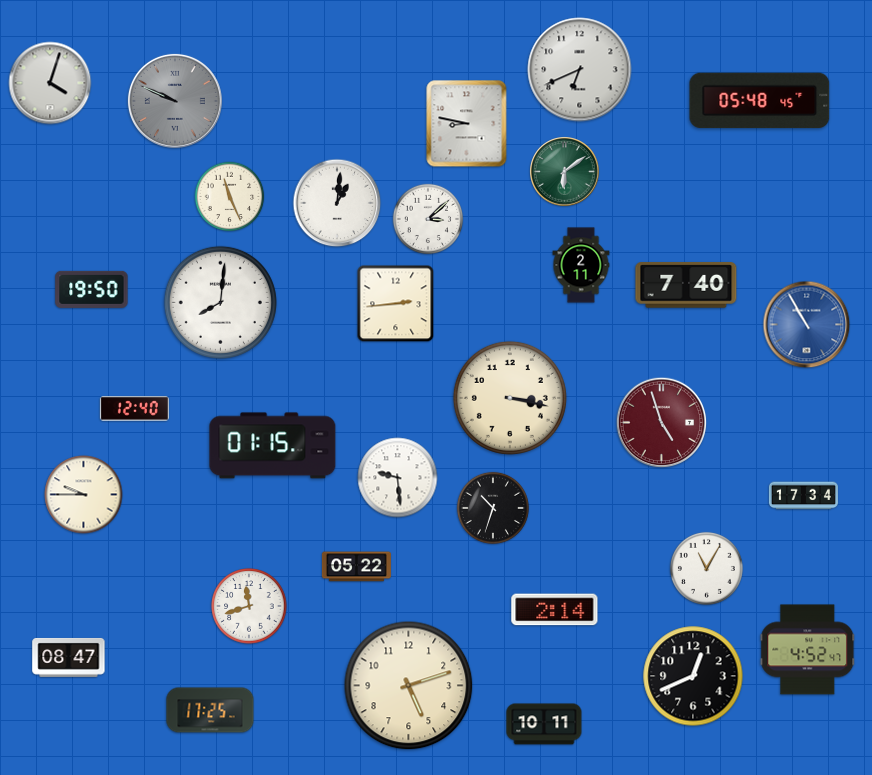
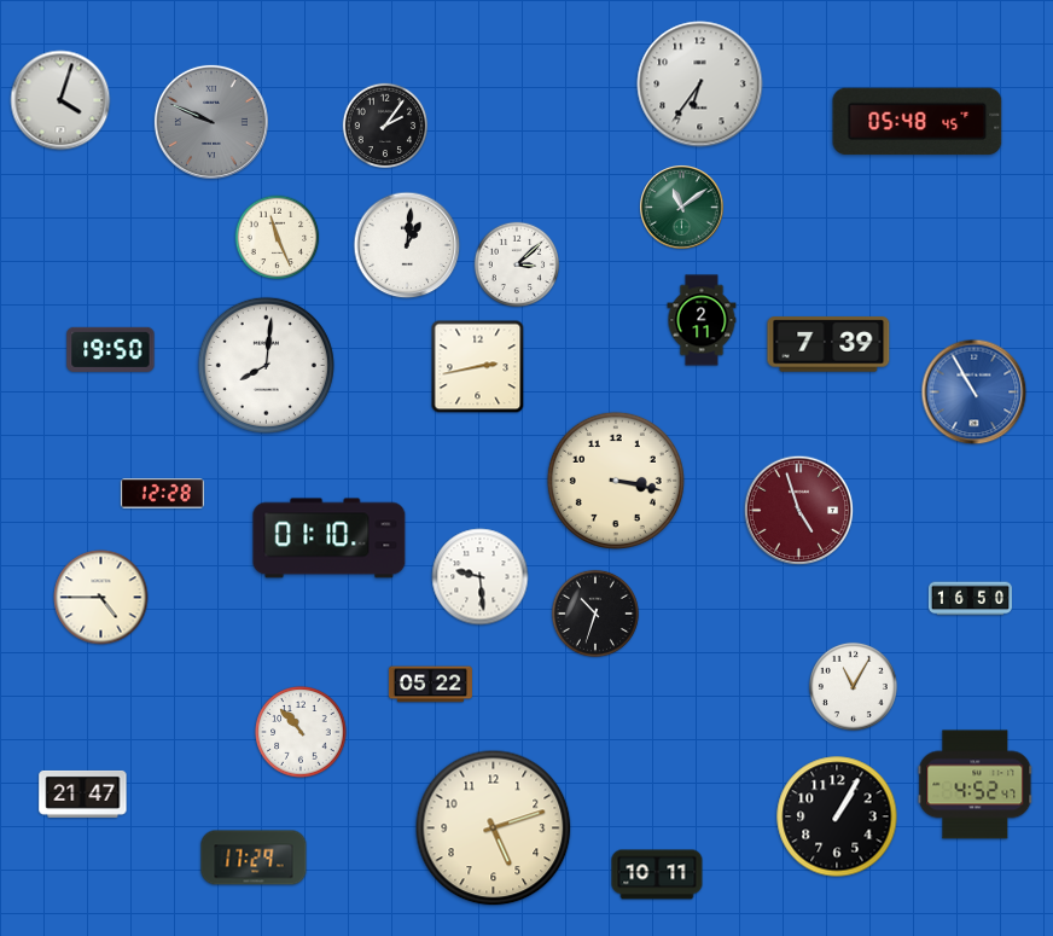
clock at (580, 70): 6:41 -> 6:36
clock at (385, 126): none -> 2:06
clock at (467, 124): 8:47 -> none
clock at (565, 172): 6:09 -> 11:09
clock at (686, 285): 7:40 -> 7:39
clock at (396, 304): 2:44 -> 2:43
clock at (134, 409): 12:40 -> 12:28
clock at (273, 446): 01:15 -> 01:10
clock at (84, 495): 9:45 -> 4:45
clock at (803, 496): 17:34 -> 16:50
clock at (249, 606): 11:42 -> 10:53
clock at (555, 610): 2:14 -> none
clock at (69, 657): 08:47 -> 21:47
clock at (693, 676): 12:41 -> 1:05
clock at (210, 710): 17:25 -> 17:29
